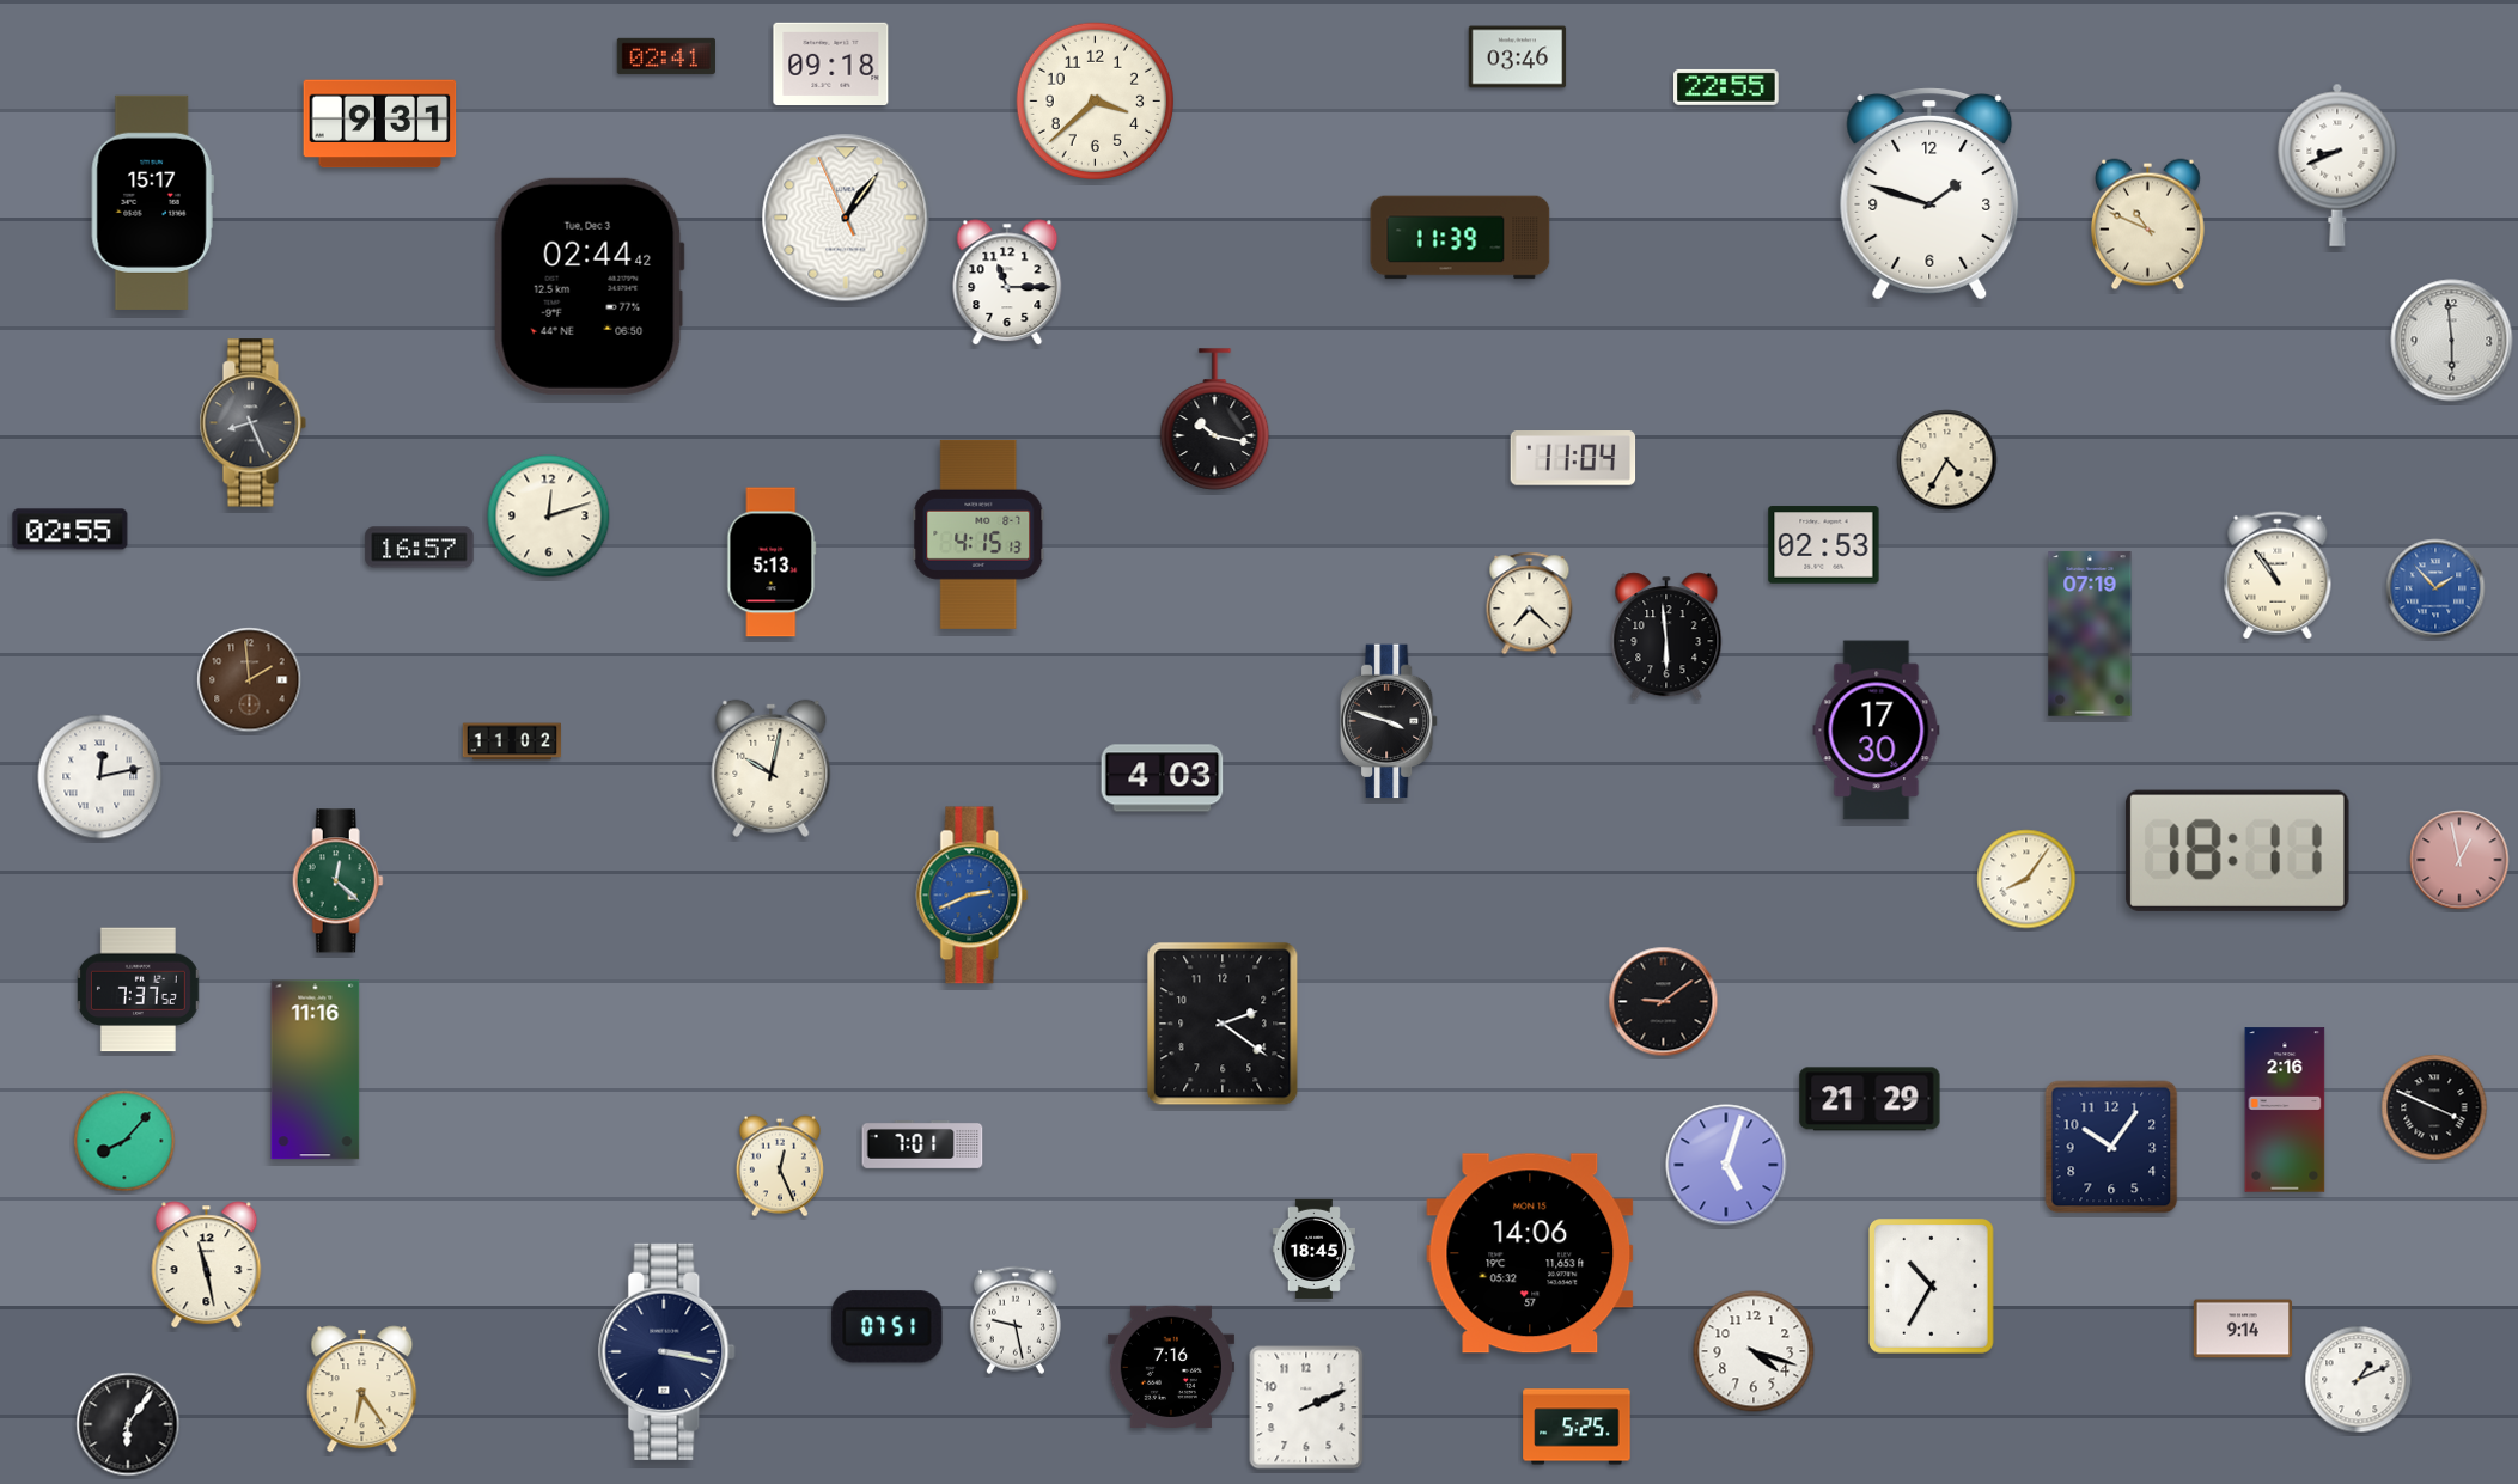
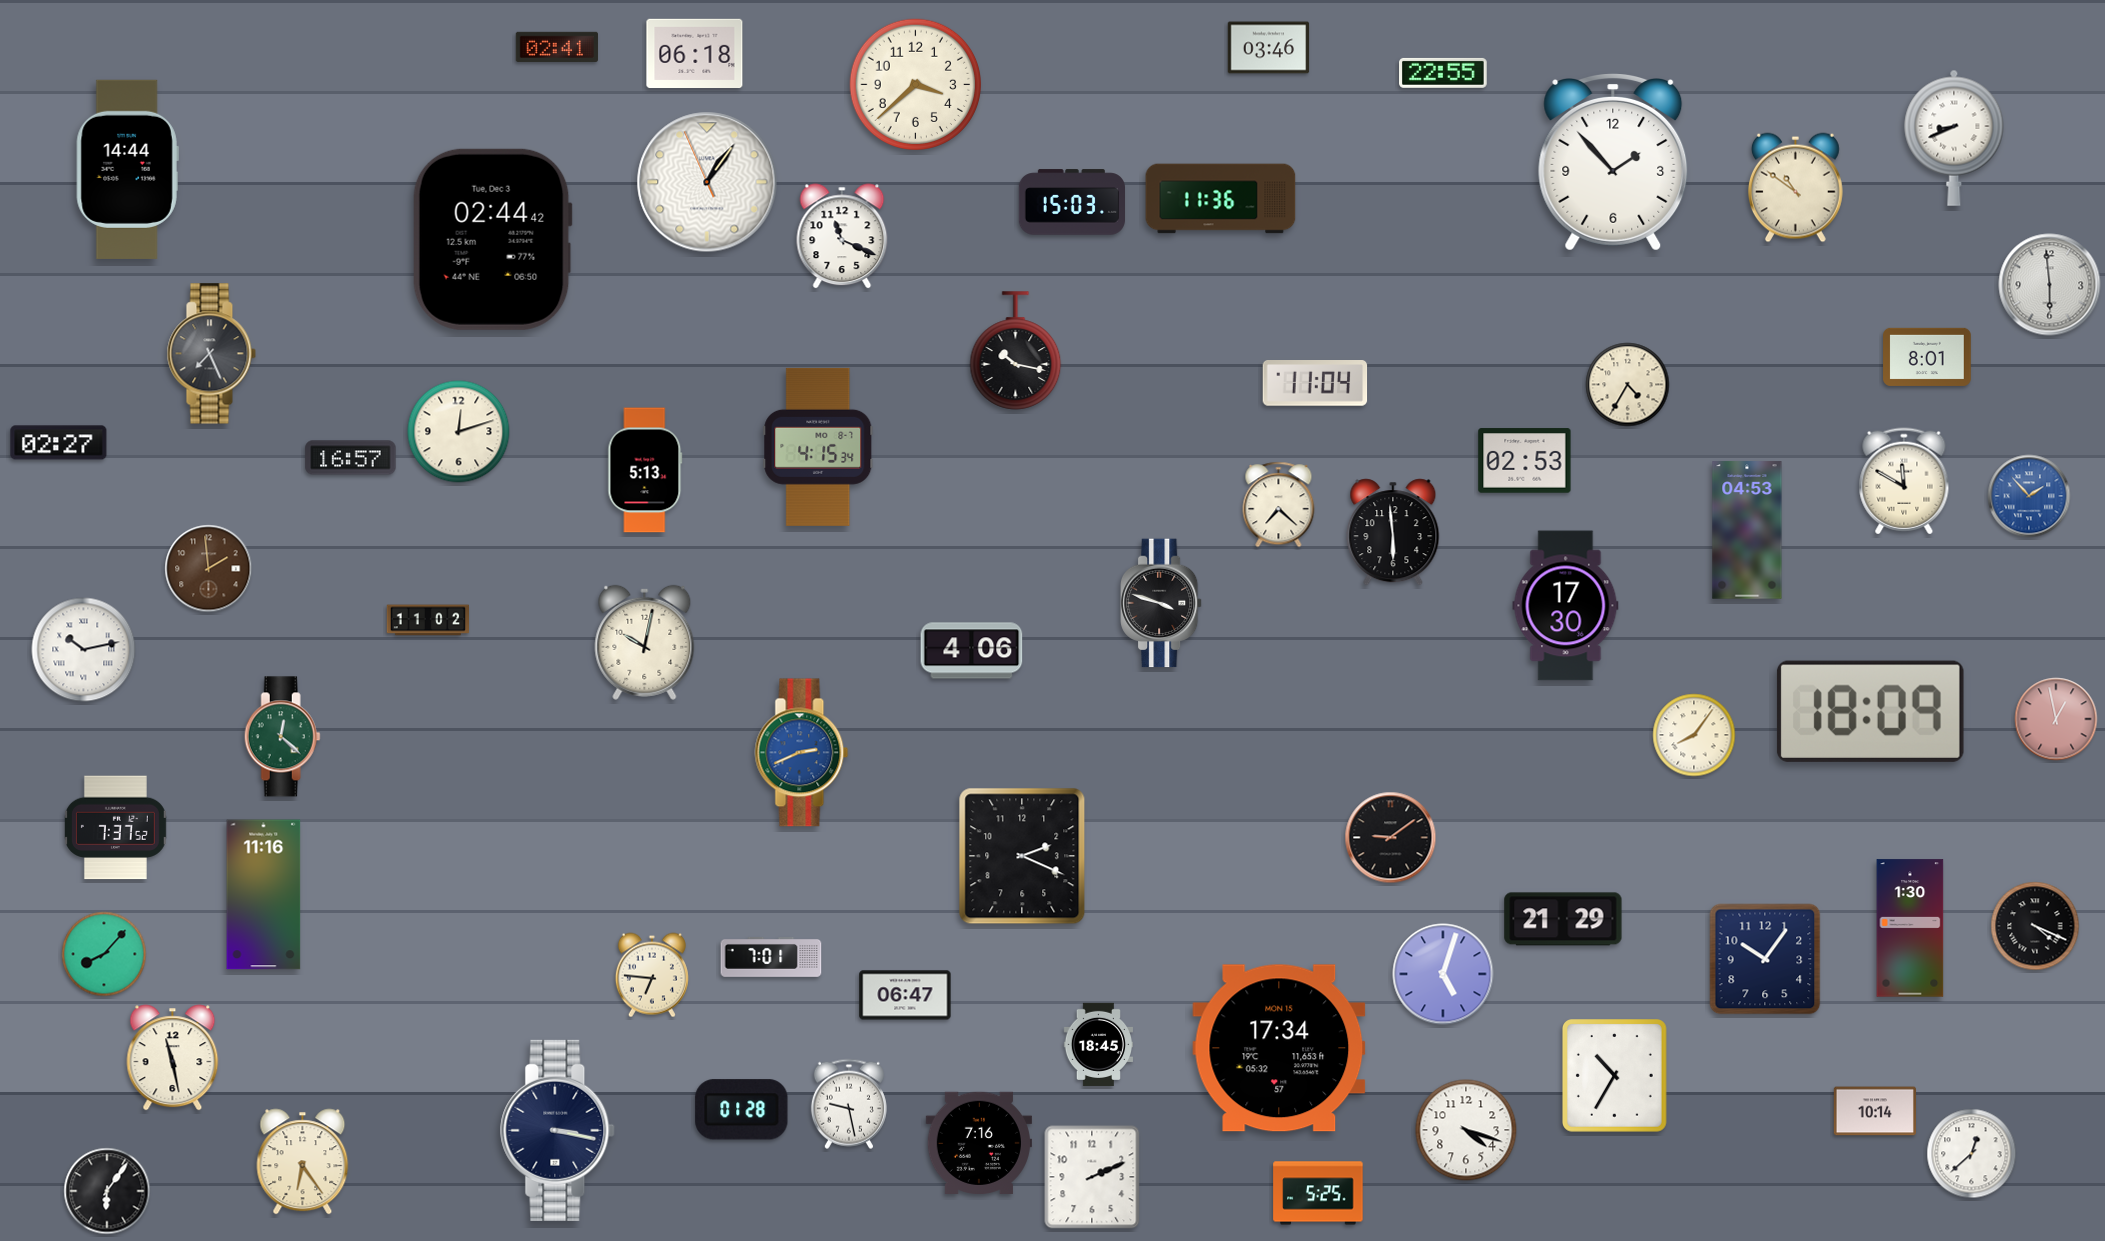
clock at (831, 65): 09:18 -> 06:18
clock at (380, 124): 9:31 -> none
clock at (1929, 194): 1:48 -> 1:53
clock at (152, 202): 15:17 -> 14:44
clock at (2147, 225): 10:49 -> 10:51
clock at (1461, 238): 11:39 -> 11:36
clock at (1071, 202): none -> 15:03
clock at (1007, 282): 11:15 -> 11:19
clock at (252, 423): 8:26 -> 7:26
clock at (1927, 357): none -> 8:01
clock at (71, 530): 02:55 -> 02:27
clock at (978, 535): 4:15:13 -> 4:15:34
clock at (1824, 545) position: (1824, 545) -> (1525, 461)
clock at (2278, 575): 10:54 -> 11:50
clock at (2435, 588) position: (2435, 588) -> (2029, 496)
clock at (2090, 634): 07:19 -> 04:53
clock at (1877, 731) position: (1877, 731) -> (1566, 606)
clock at (100, 777): 12:13 -> 10:13
clock at (1163, 778): 4:03 -> 4:06
clock at (2237, 850): 18:11 -> 18:09
clock at (973, 896) position: (973, 896) -> (802, 753)
clock at (1223, 1024): 2:21 -> 2:19
clock at (2434, 1107): 3:49 -> 4:19
clock at (2285, 1110): 2:16 -> 1:30
clock at (780, 1166): 12:26 -> 6:46
clock at (905, 995): none -> 06:47
clock at (1530, 1253): 14:06 -> 17:34
clock at (888, 1327): 07:51 -> 01:28
clock at (2242, 1329): 9:14 -> 10:14
clock at (2359, 1380): 1:11 -> 12:38
